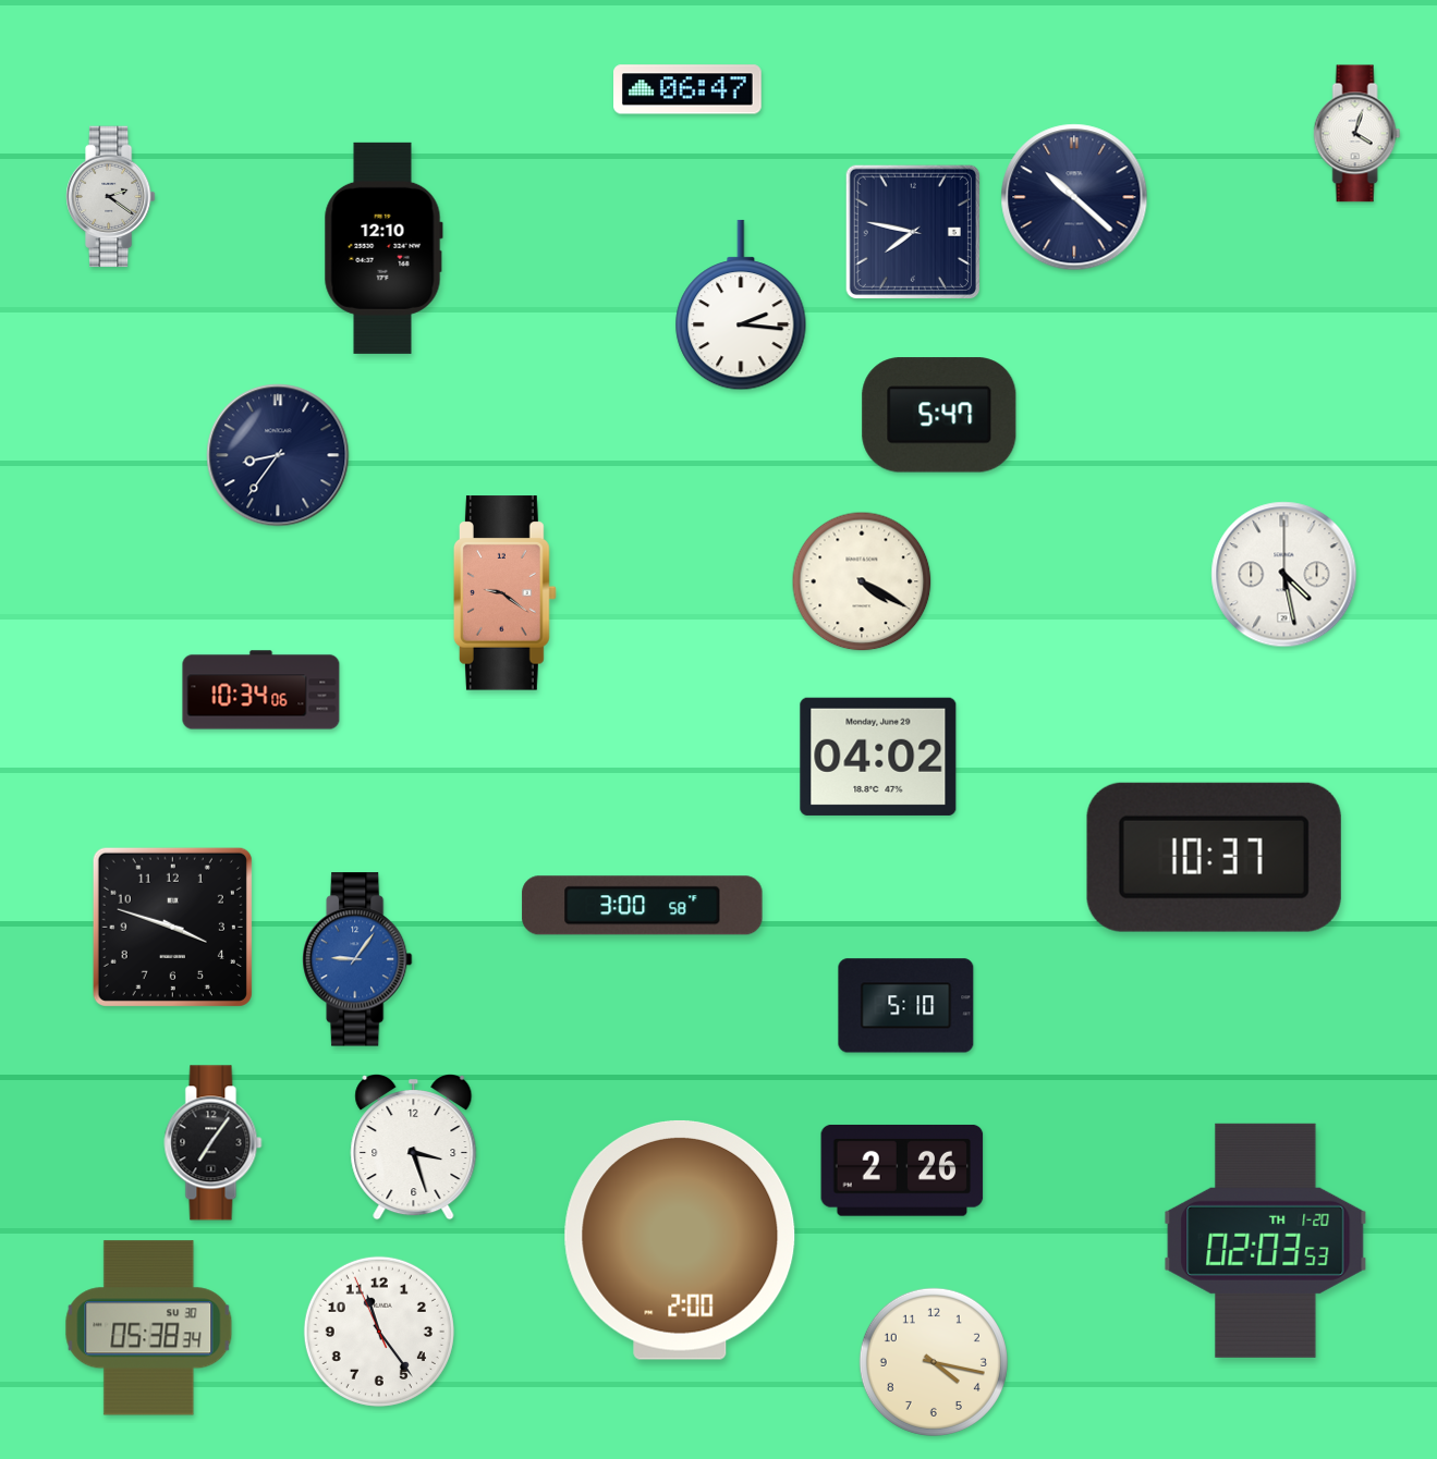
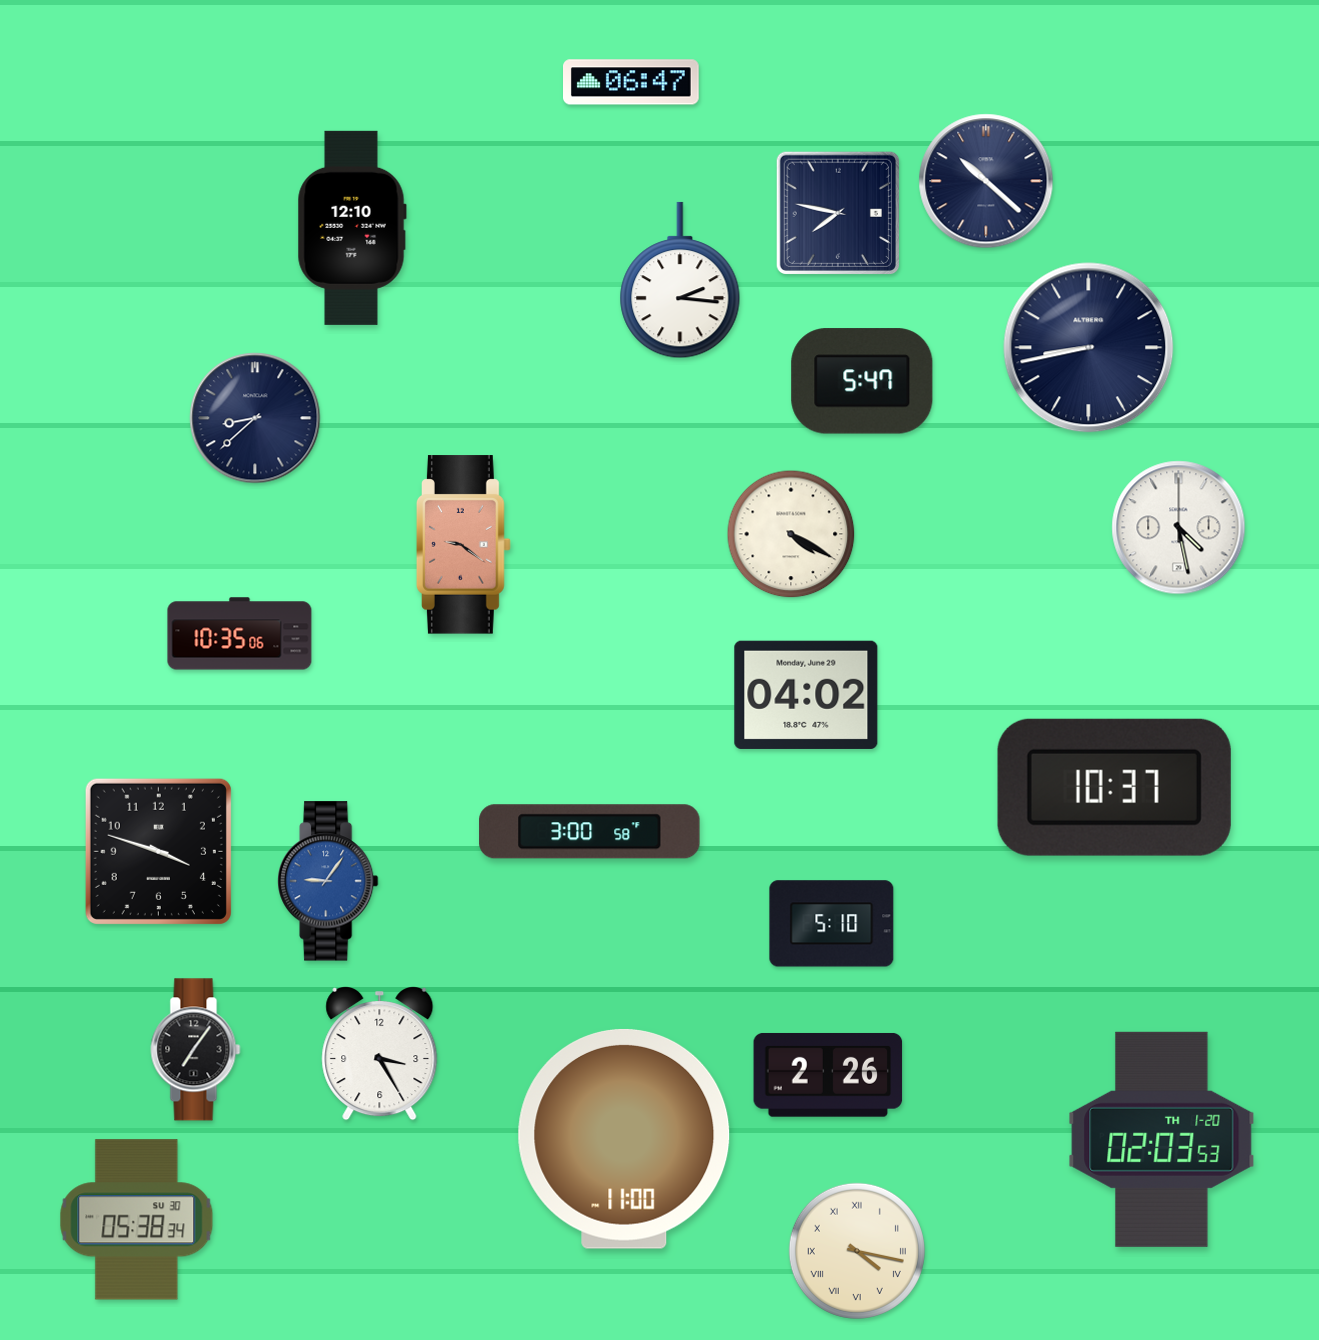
clock at (1357, 134): 4:03 -> none
clock at (111, 197): 2:21 -> none
clock at (1089, 348): none -> 8:43
clock at (278, 455): 8:36 -> 8:38
clock at (261, 690): 10:34 -> 10:35
clock at (414, 1148): 3:27 -> 3:25
clock at (680, 1240): 2:00 -> 11:00
clock at (379, 1332): 11:23 -> none
clock at (934, 1362) numerals: Arabic -> Roman
